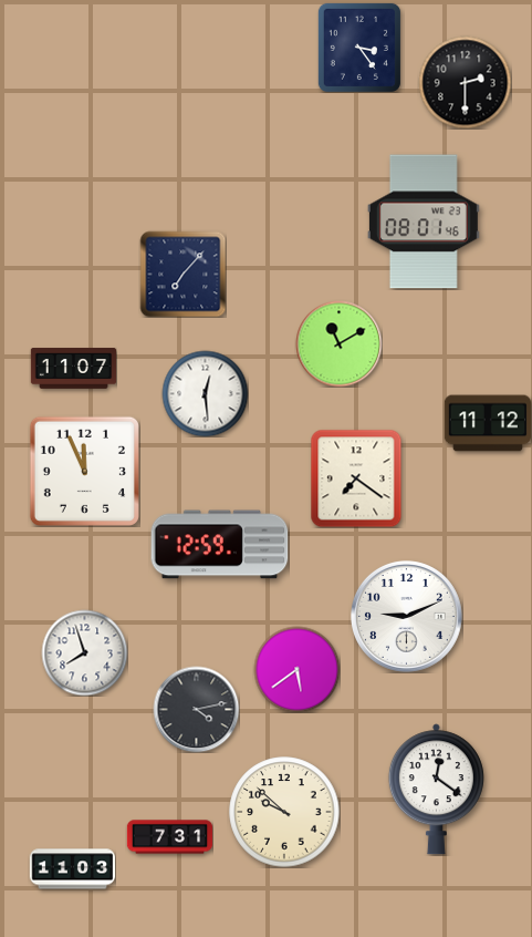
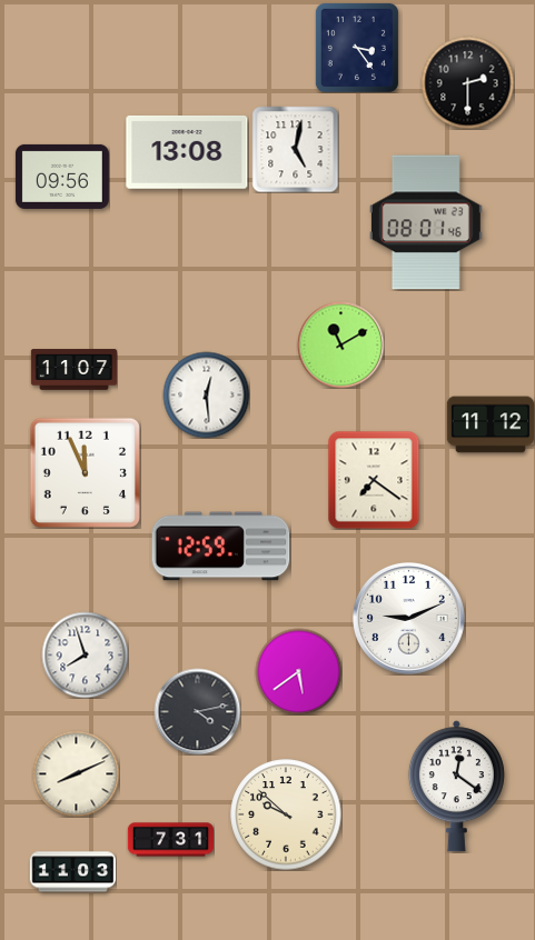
clock at (359, 48) position: (359, 48) -> (357, 48)
clock at (295, 149): none -> 5:02
clock at (187, 152): none -> 13:08
clock at (62, 177): none -> 09:56
clock at (182, 274): 7:07 -> none
clock at (356, 478) position: (356, 478) -> (374, 480)
clock at (76, 773): none -> 8:11
clock at (436, 790) position: (436, 790) -> (456, 787)
